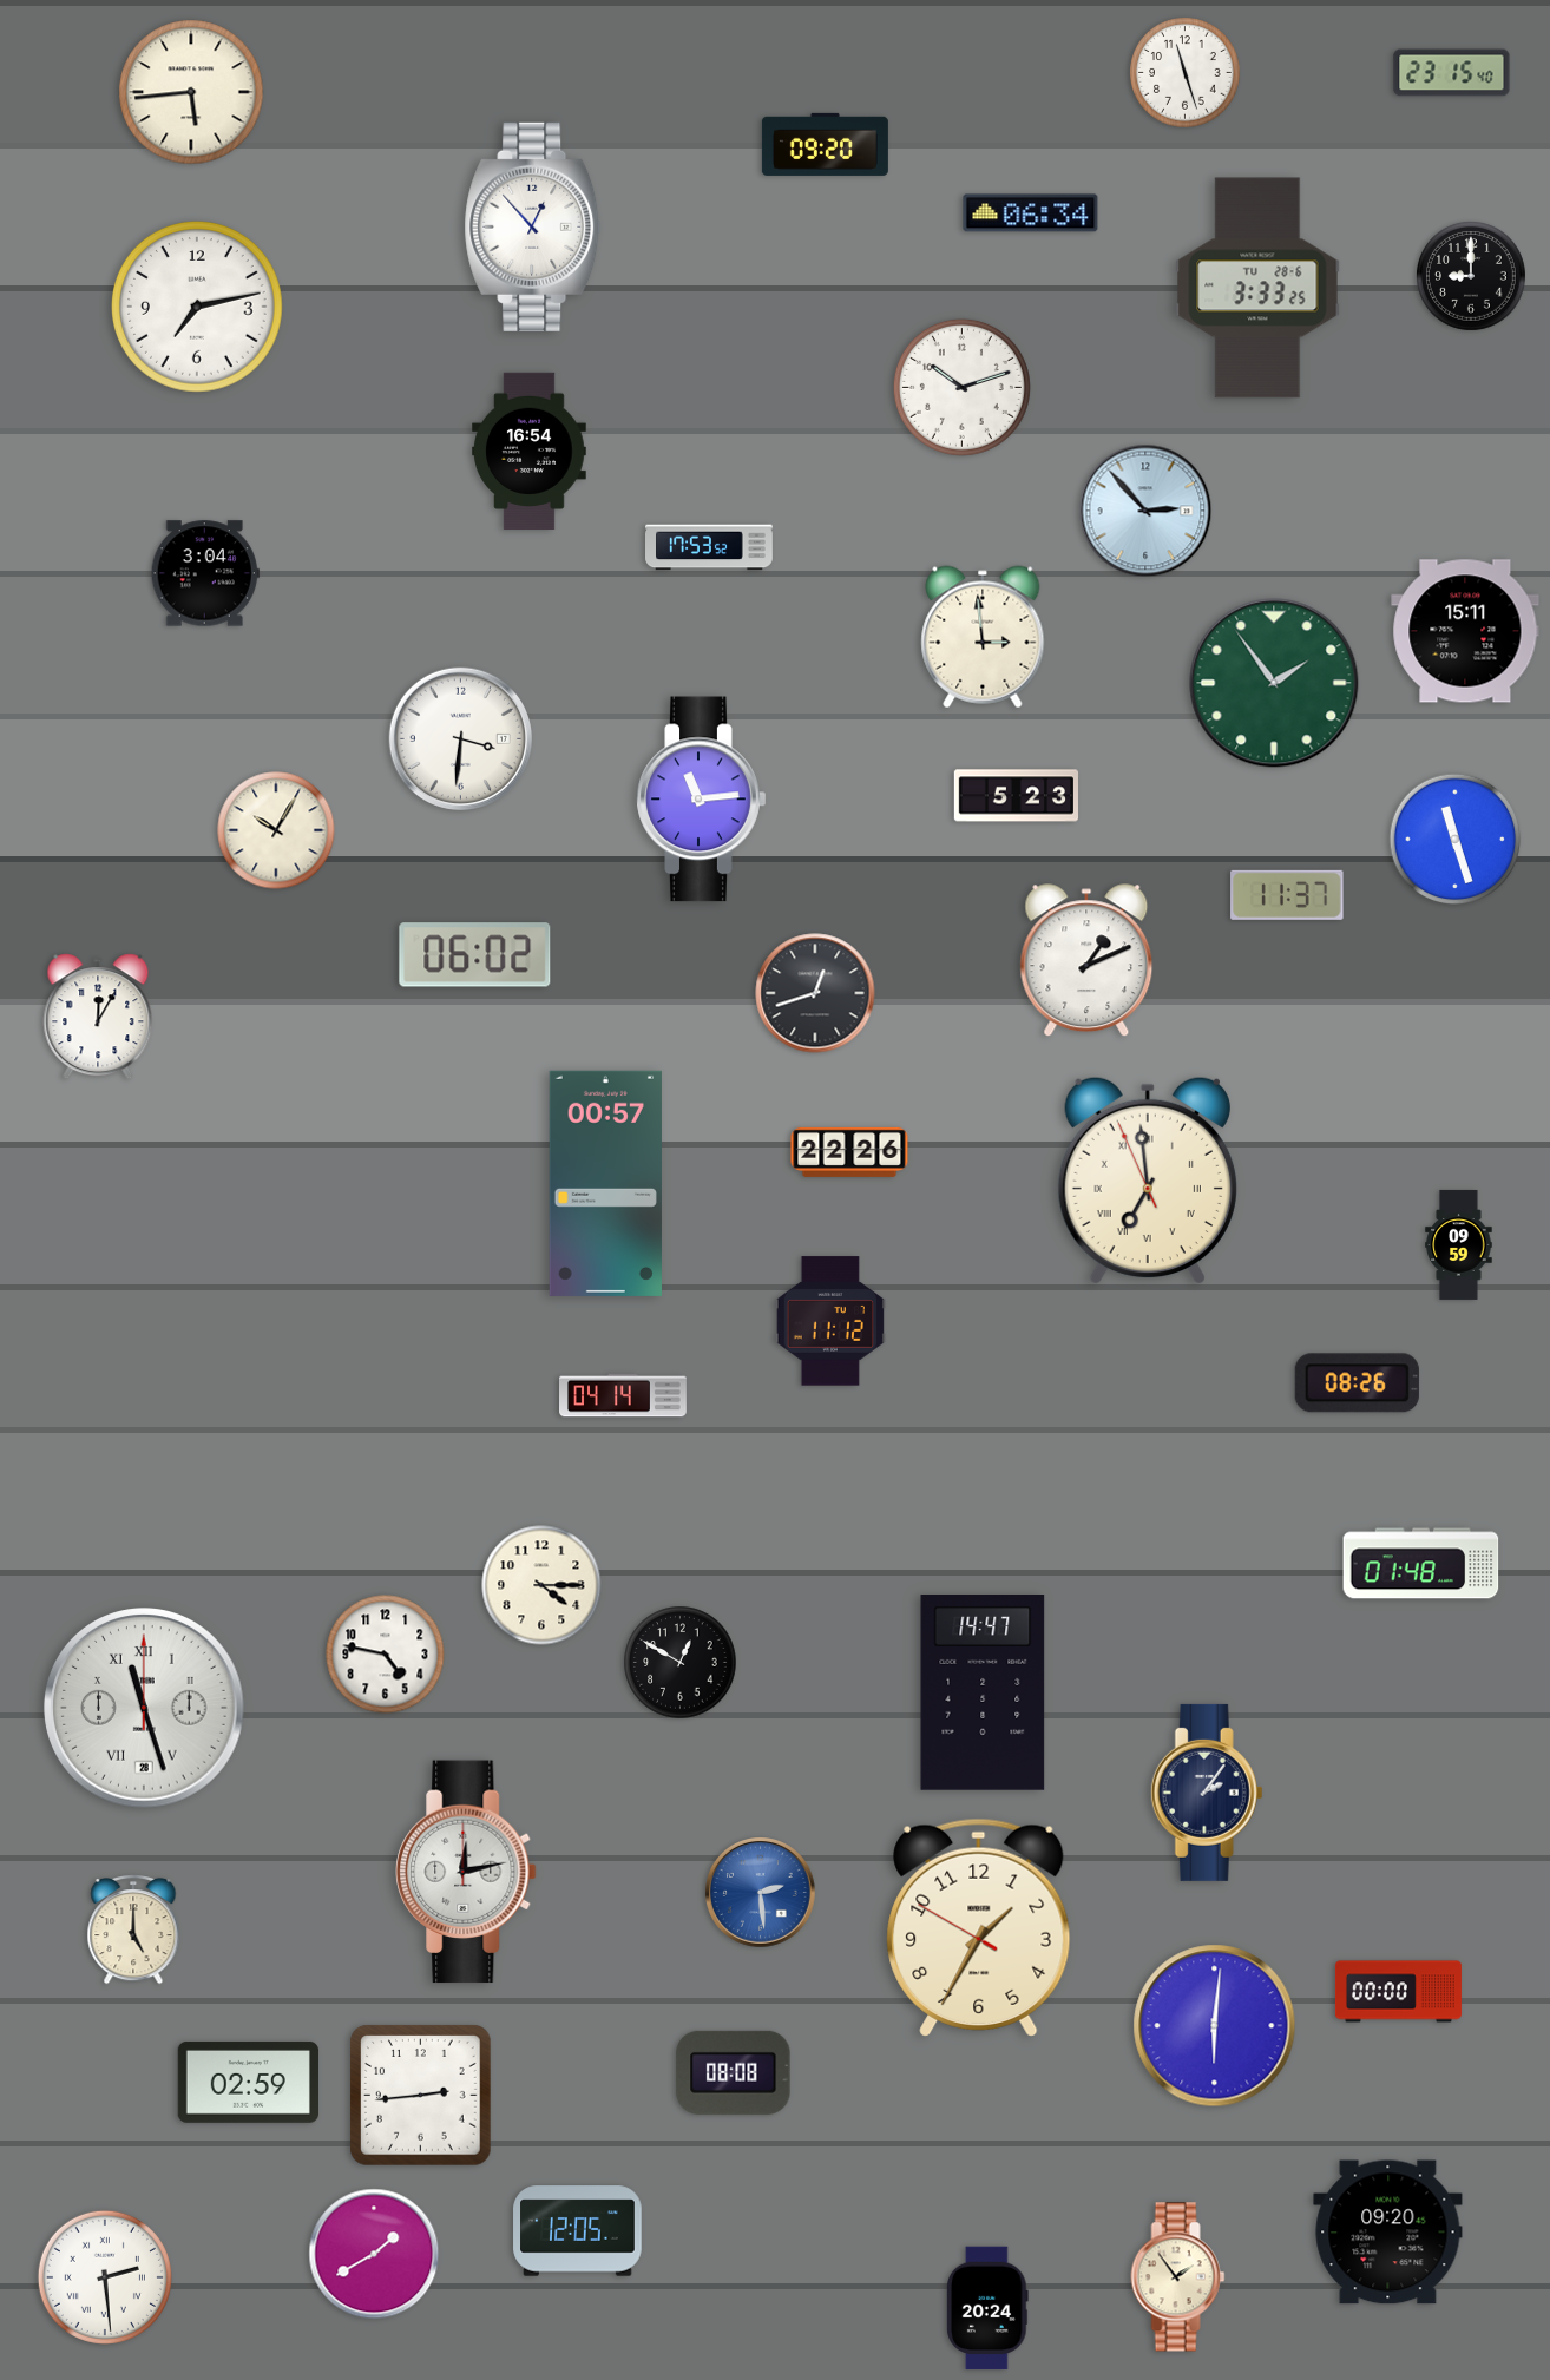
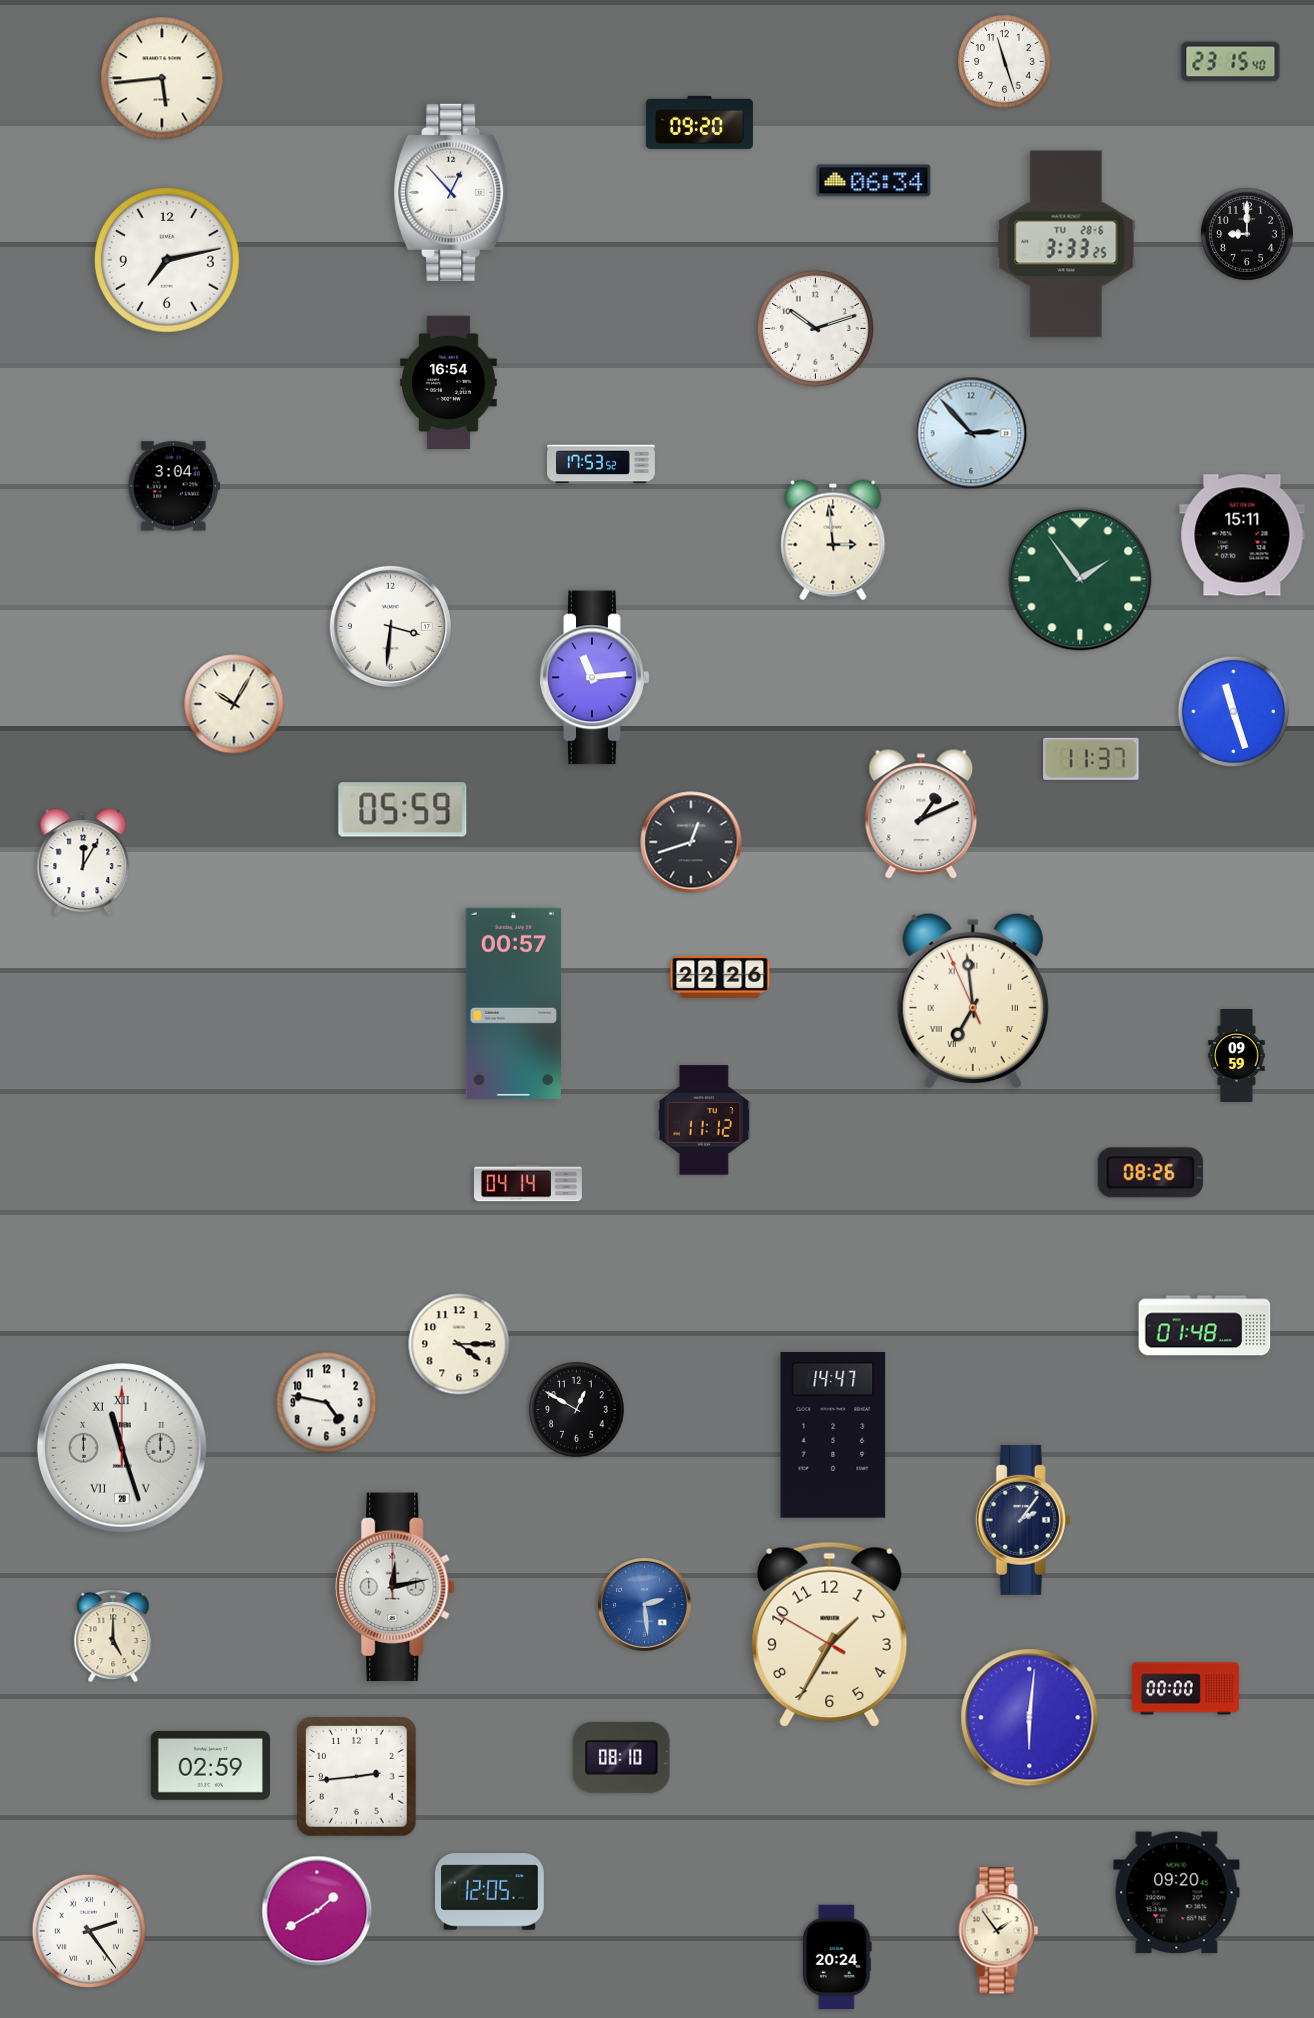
clock at (1017, 796): 5:23 -> none
clock at (475, 955): 06:02 -> 05:59
clock at (734, 2072): 08:08 -> 08:10
clock at (105, 2277): 2:29 -> 2:24
